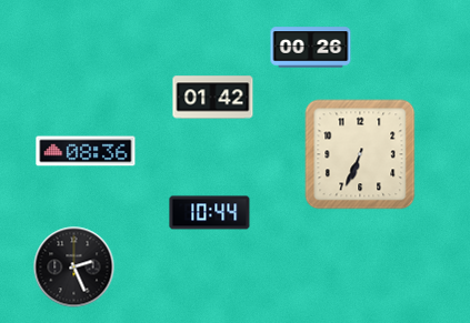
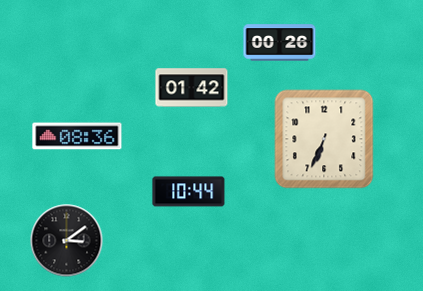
clock at (74, 268): 2:26 -> 3:09
